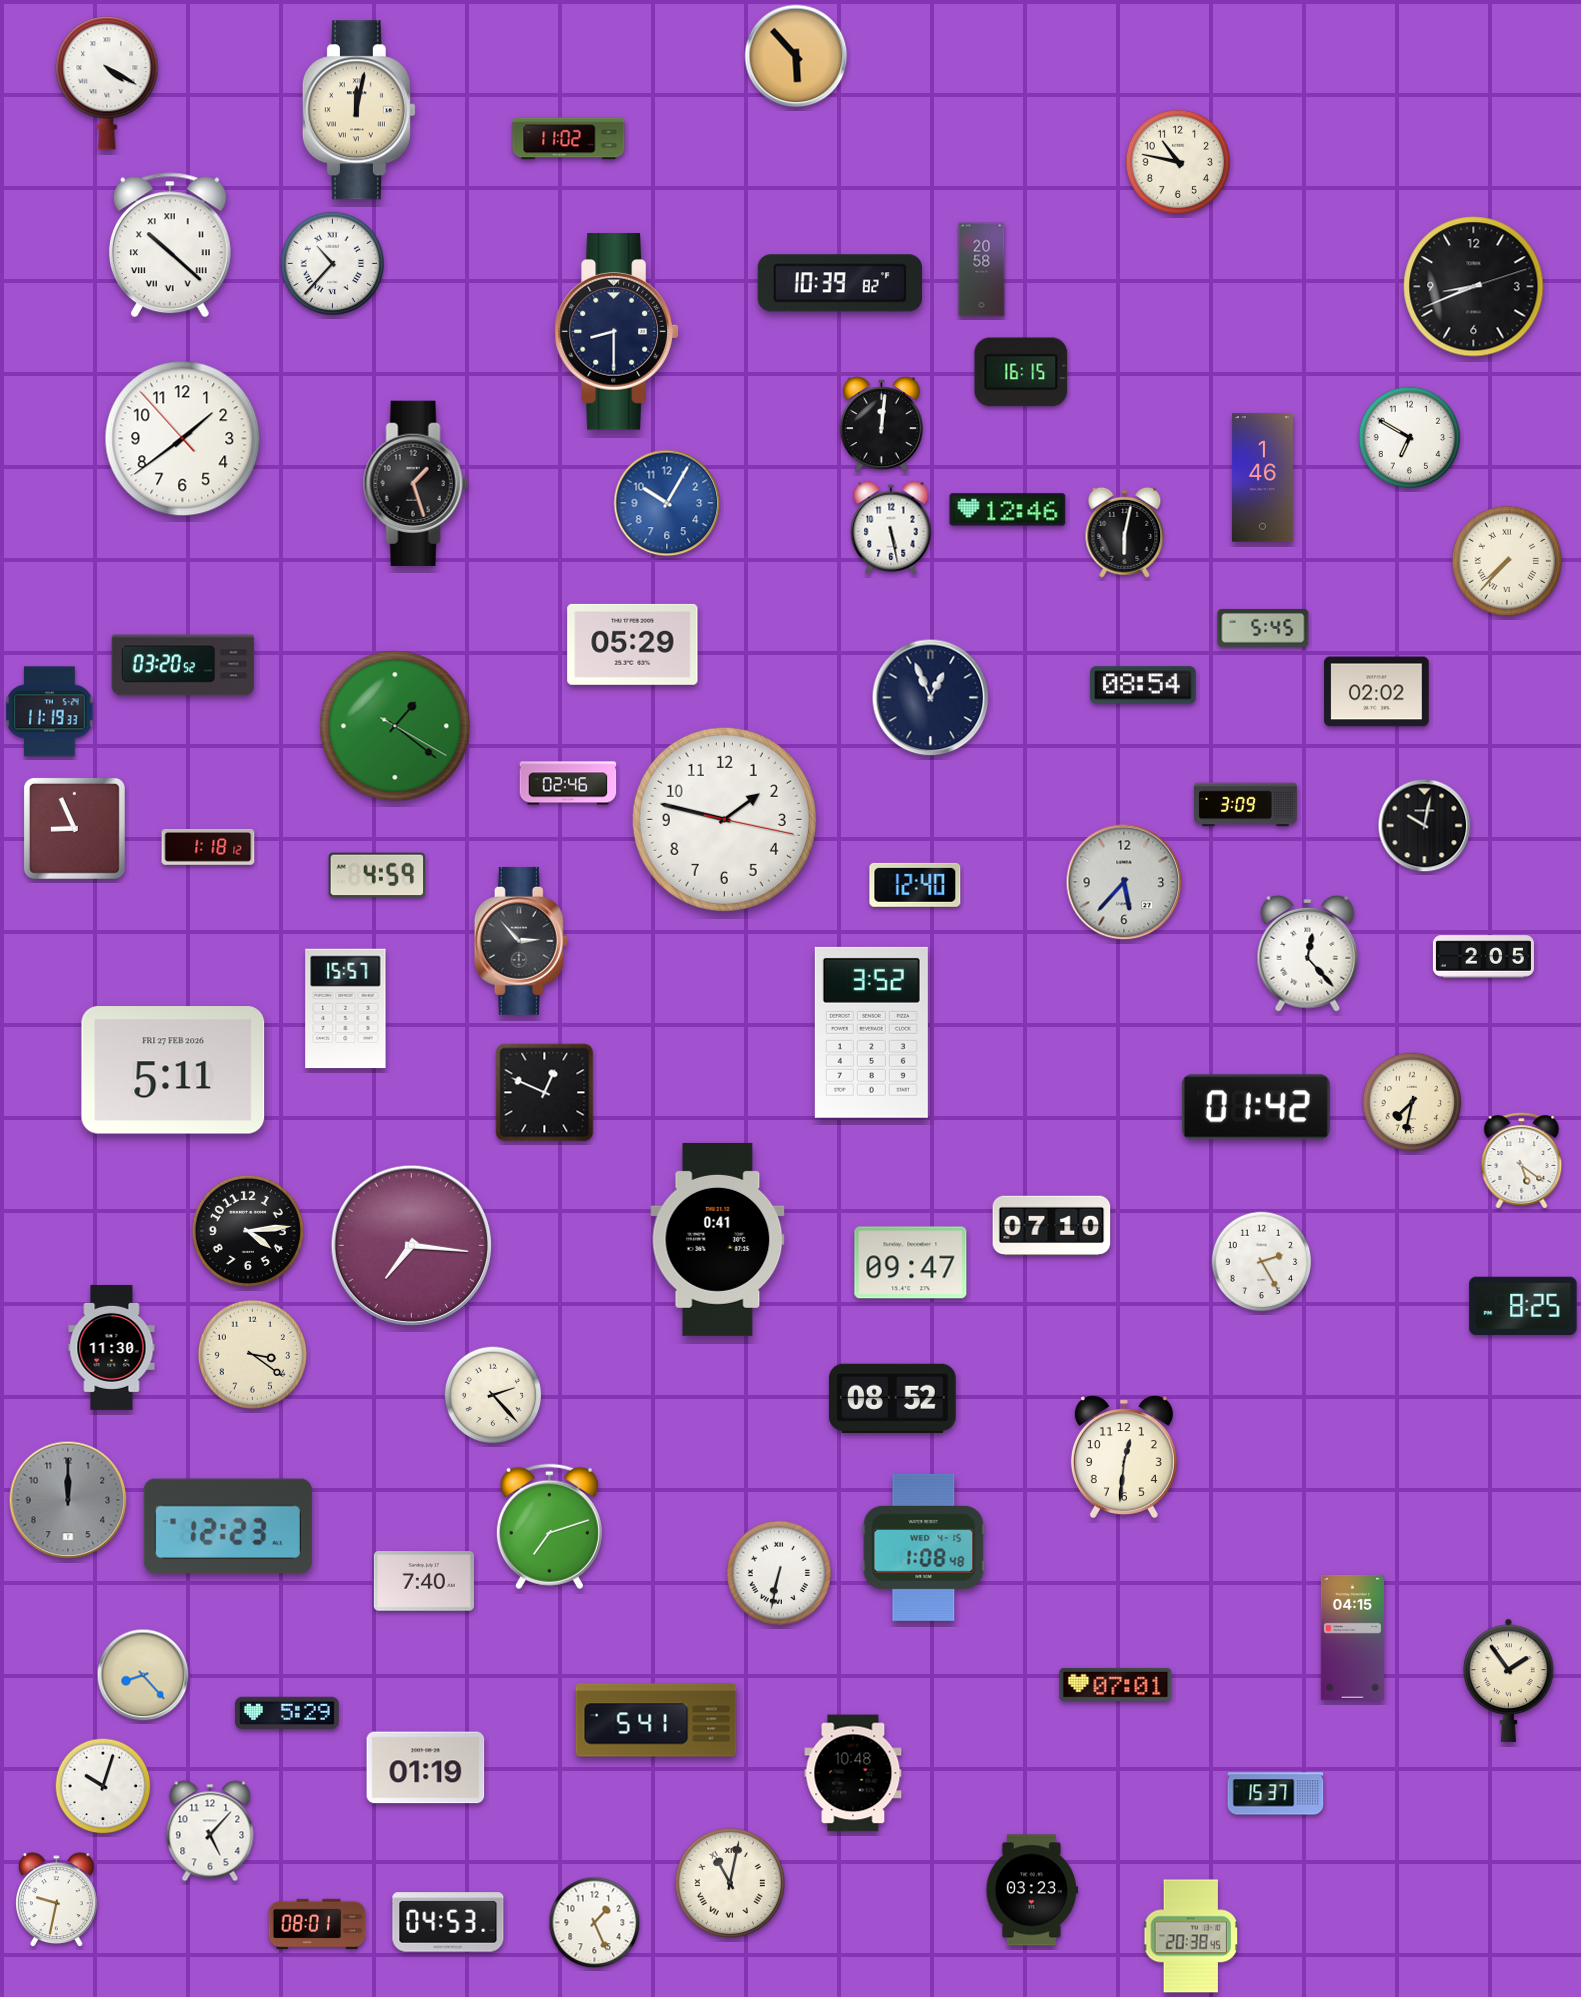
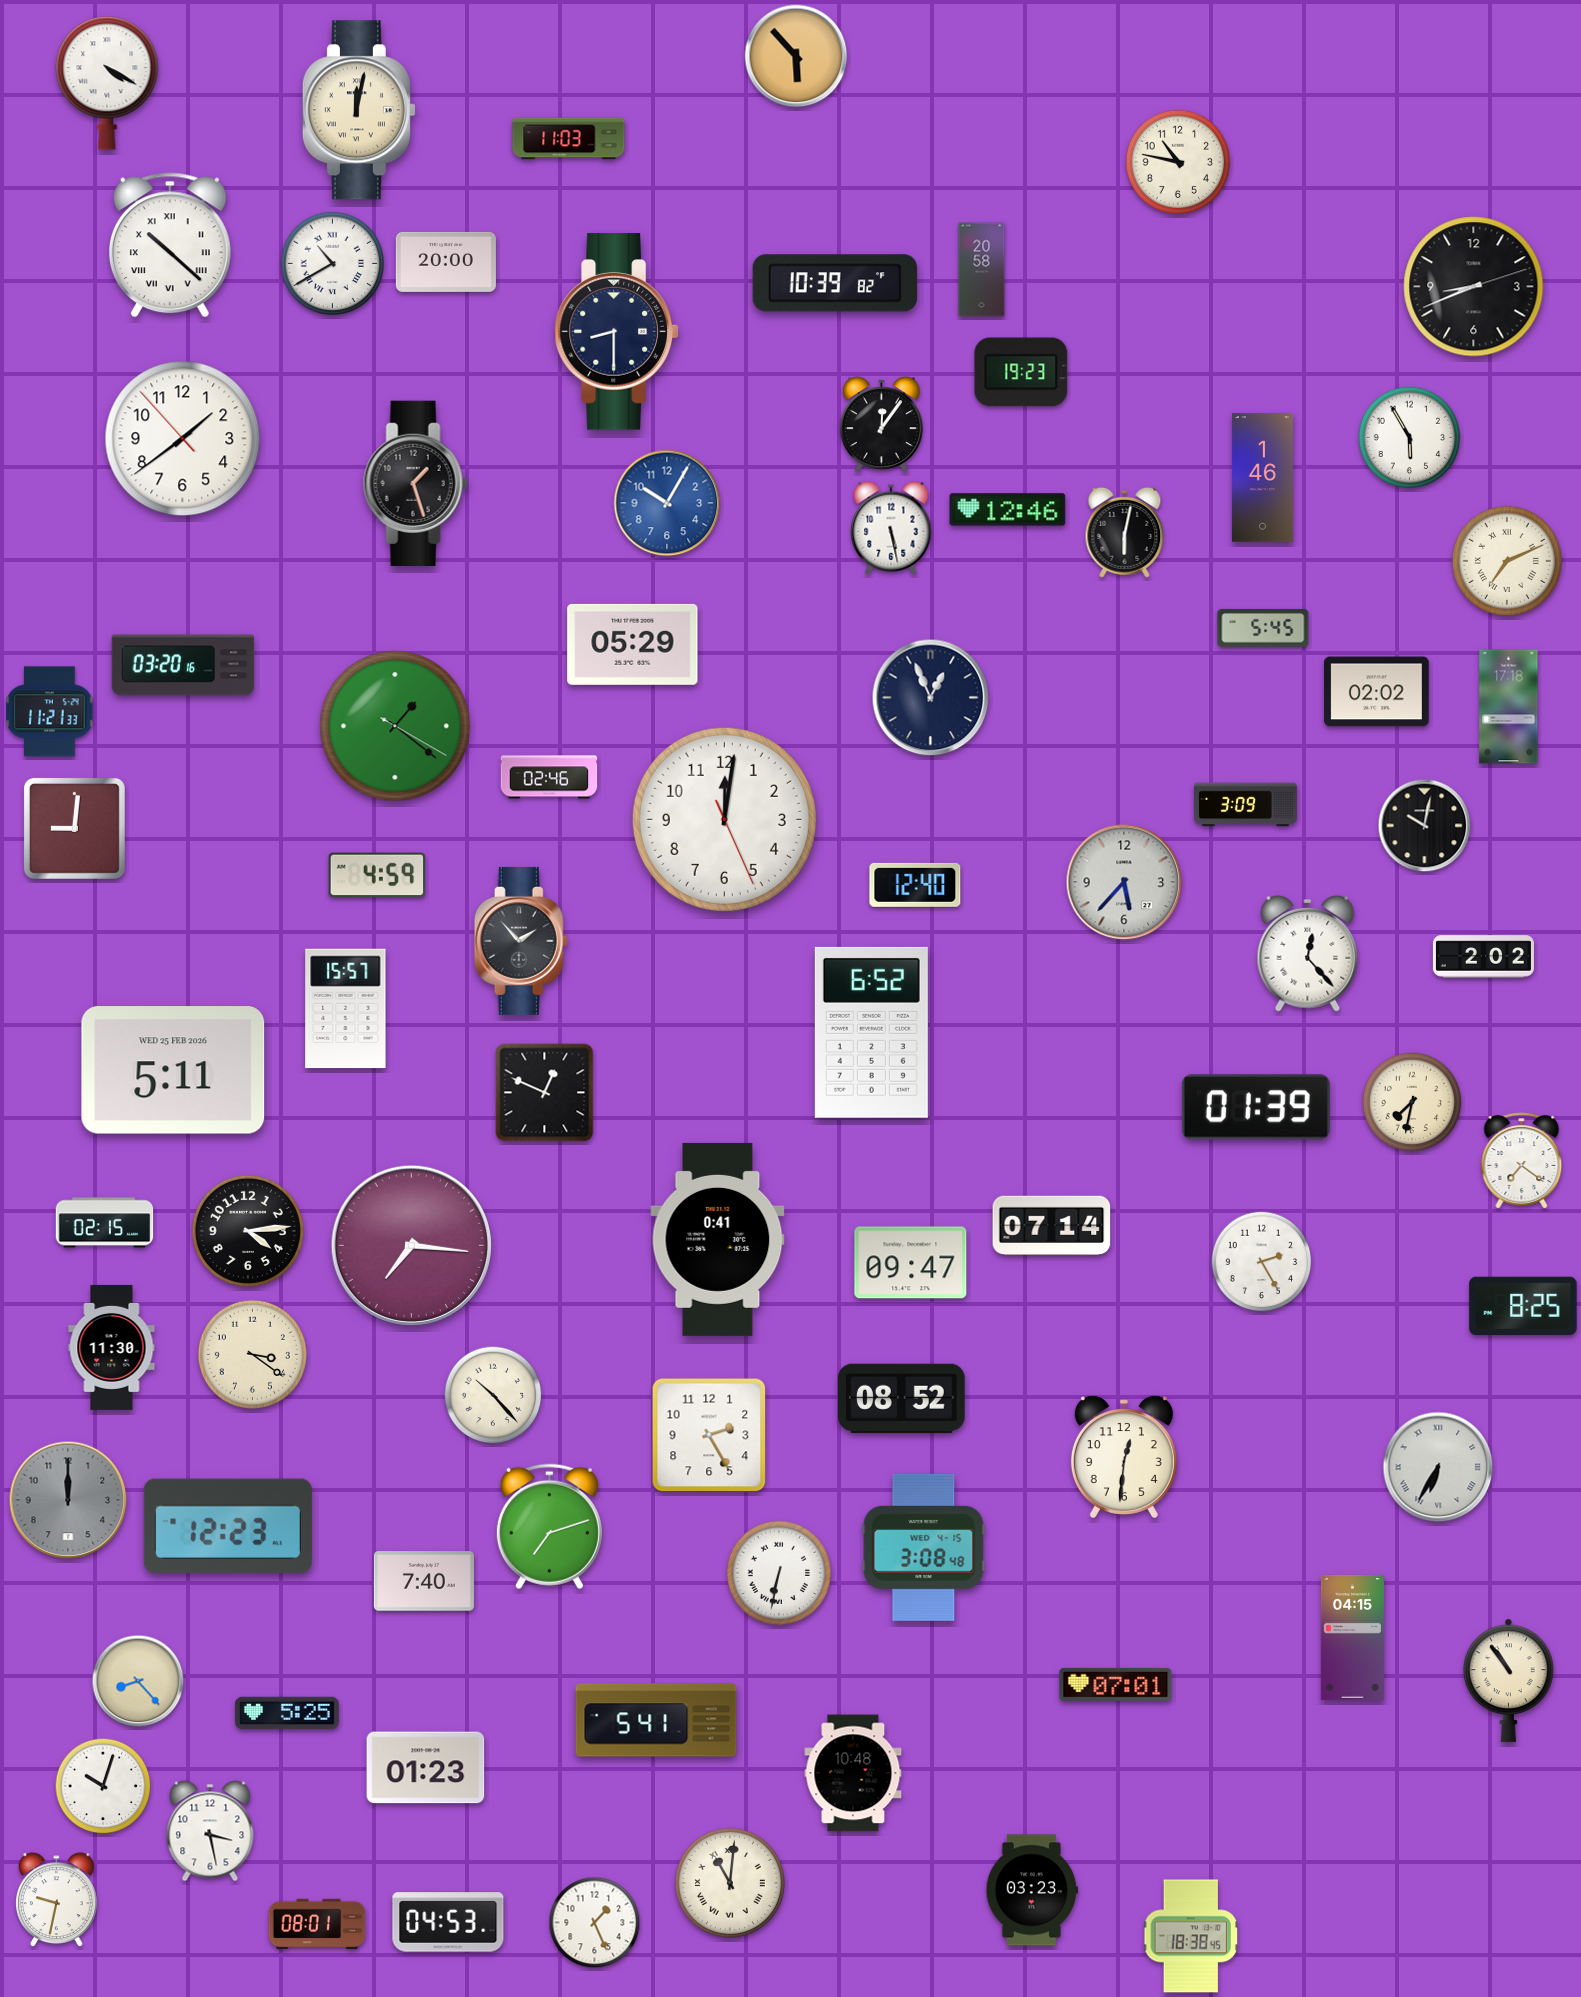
clock at (569, 139): 11:02 -> 11:03
clock at (446, 262): none -> 20:00
clock at (332, 263): 10:37 -> 10:40
clock at (840, 283) position: (840, 283) -> (835, 283)
clock at (1021, 372): 16:15 -> 19:23
clock at (881, 425): 12:01 -> 12:06
clock at (1410, 438): 6:50 -> 5:55
clock at (1507, 561): 7:37 -> 7:11
clock at (183, 665): 03:20:52 -> 03:20:16
clock at (1143, 685): 08:54 -> none
clock at (1509, 707): none -> 17:18
clock at (50, 712): 11:19 -> 11:21
clock at (568, 783) position: (568, 783) -> (549, 777)
clock at (724, 819): 1:47 -> 12:01
clock at (74, 828): 8:56 -> 9:01
clock at (208, 847): 1:18 -> none
clock at (521, 941): 2:53 -> 1:53
clock at (1483, 957): 2:05 -> 2:02
clock at (871, 1032): 3:52 -> 6:52
clock at (173, 1070) date: FRI 27 FEB 2026 -> WED 25 FEB 2026
clock at (1256, 1107): 01:42 -> 01:39
clock at (1522, 1161): 5:21 -> 7:21
clock at (105, 1223): none -> 02:15
clock at (1052, 1225): 07:10 -> 07:14
clock at (493, 1395): 2:23 -> 10:23
clock at (892, 1398) position: (892, 1398) -> (901, 1398)
clock at (709, 1435): none -> 2:25
clock at (1438, 1467): none -> 6:35
clock at (924, 1547): 1:08 -> 3:08
clock at (143, 1675) position: (143, 1675) -> (138, 1681)
clock at (1509, 1680): 1:54 -> 10:54
clock at (288, 1713): 5:29 -> 5:25
clock at (426, 1768): 01:19 -> 01:23
clock at (1276, 1794): 15:37 -> none
clock at (210, 1831): 5:07 -> 3:28
clock at (730, 1883): 11:02 -> 11:01
clock at (1190, 1936): 20:38 -> 18:38
